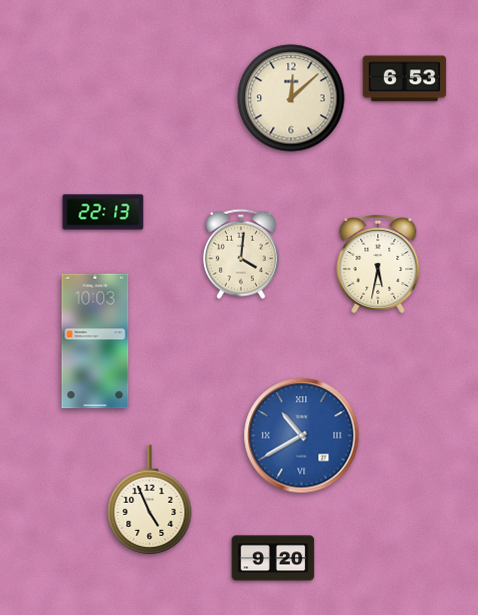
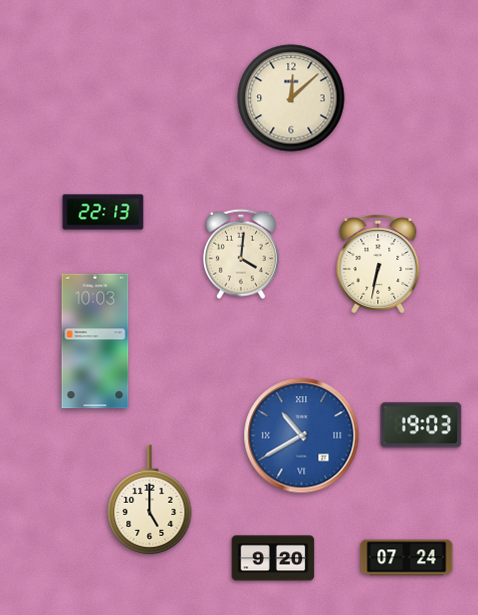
clock at (405, 79): 6:53 -> none
clock at (378, 264): 5:32 -> 6:32
clock at (421, 425): none -> 19:03
clock at (150, 500): 4:56 -> 5:00
clock at (407, 558): none -> 07:24
